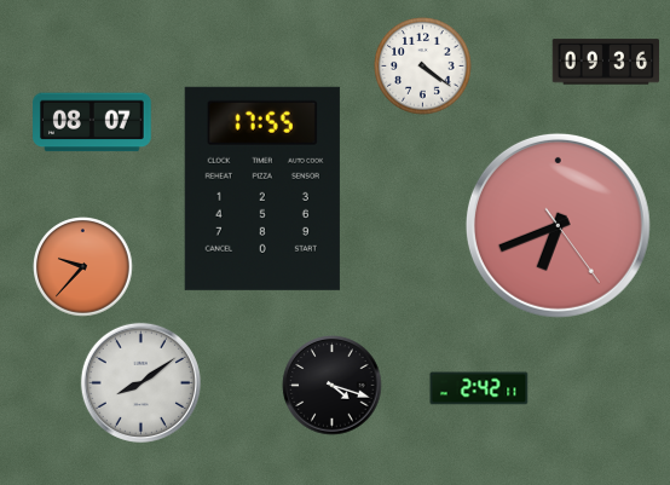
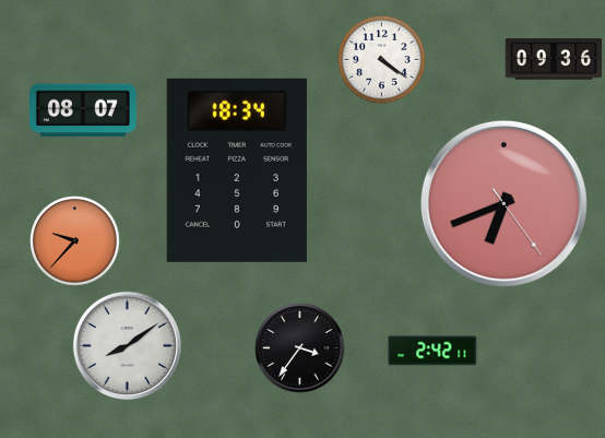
clock at (606, 62) position: (606, 62) -> (554, 59)
clock at (262, 189): 17:55 -> 18:34
clock at (333, 386): 4:18 -> 3:36
